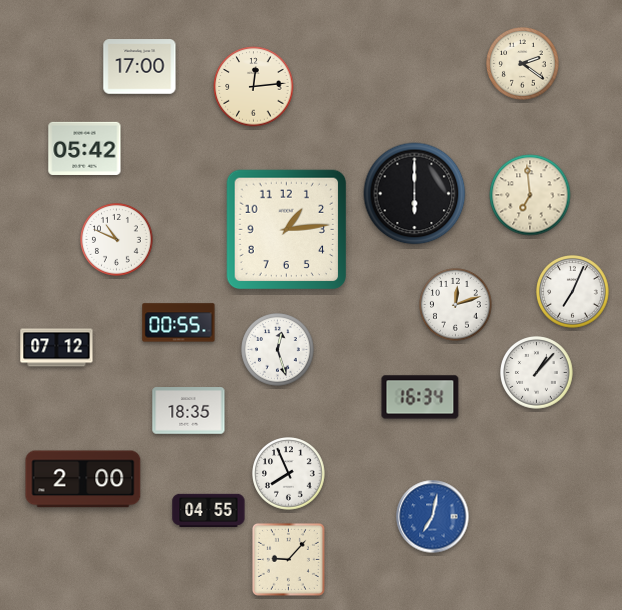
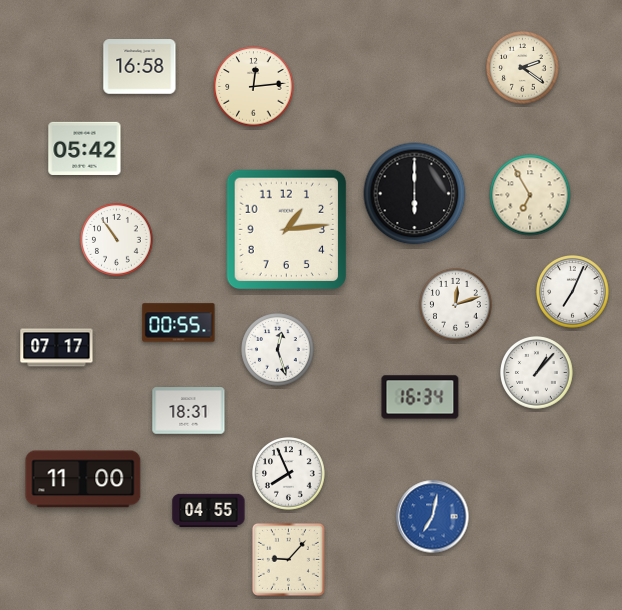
clock at (523, 64) position: (523, 64) -> (523, 68)
clock at (140, 67): 17:00 -> 16:58
clock at (530, 195): 6:59 -> 6:55
clock at (117, 240): 10:49 -> 10:54
clock at (57, 348): 07:12 -> 07:17
clock at (189, 411): 18:35 -> 18:31
clock at (83, 479): 2:00 -> 11:00
